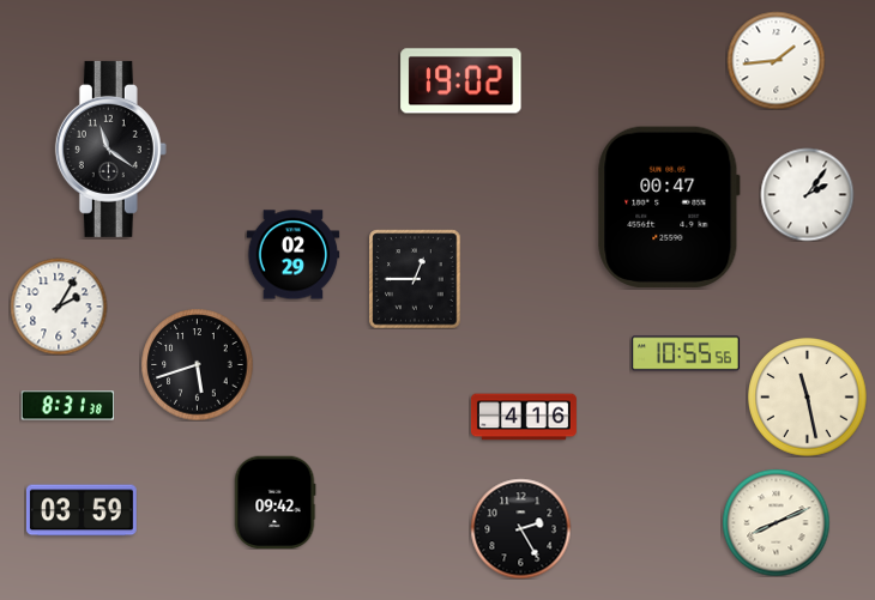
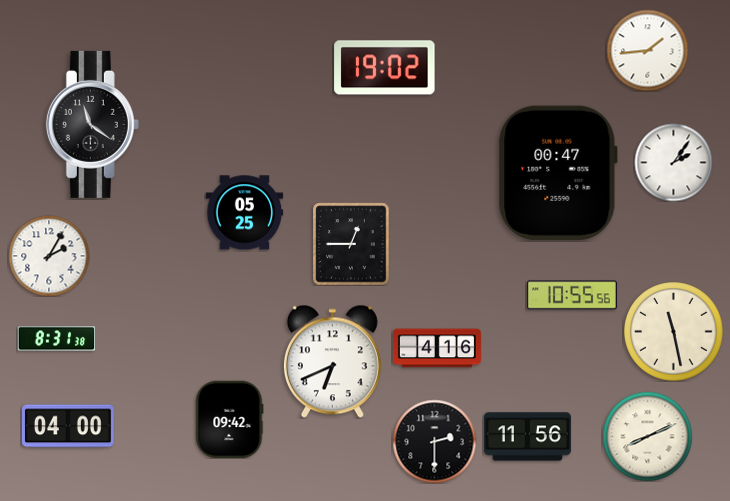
clock at (292, 255): 02:29 -> 05:25
clock at (415, 279) position: (415, 279) -> (351, 244)
clock at (197, 364): 5:42 -> none
clock at (332, 361): none -> 6:41
clock at (82, 510): 03:59 -> 04:00
clock at (527, 437): none -> 11:56
clock at (520, 528): 2:25 -> 2:30
